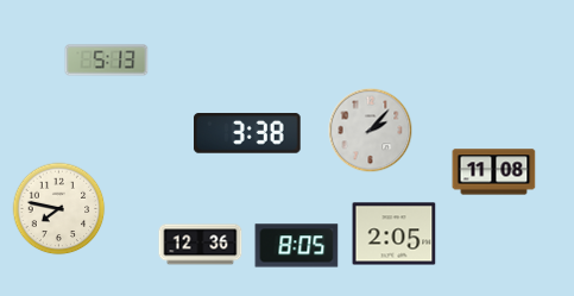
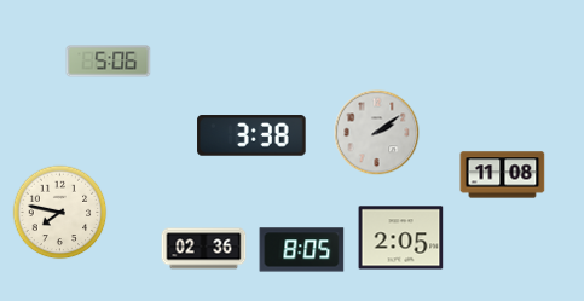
clock at (107, 61): 5:13 -> 5:06
clock at (371, 131): 2:07 -> 2:09
clock at (201, 245): 12:36 -> 02:36
